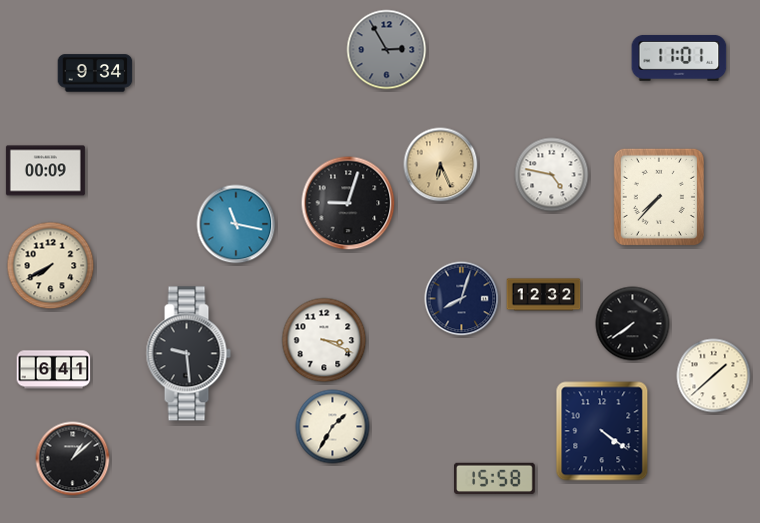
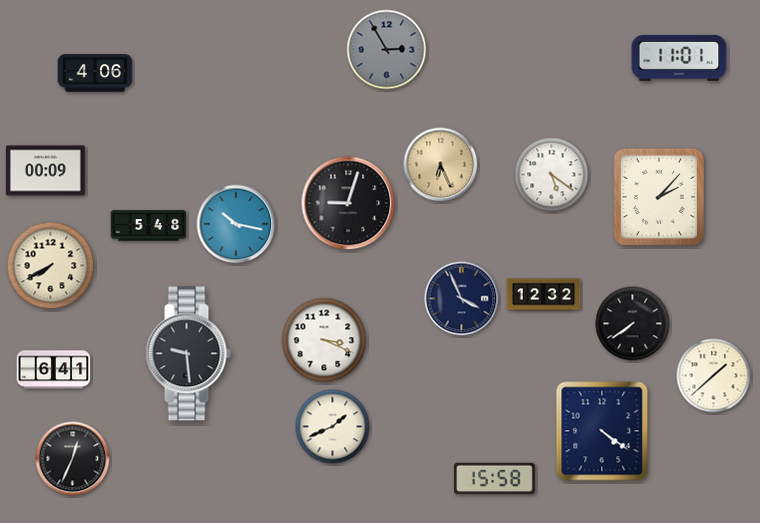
clock at (95, 73): 9:34 -> 4:06
clock at (552, 175): 4:47 -> 5:21
clock at (659, 197): 7:37 -> 2:07
clock at (236, 224): 11:17 -> 10:17
clock at (149, 226): none -> 5:48
clock at (462, 299): 8:03 -> 3:56
clock at (333, 427): 1:35 -> 1:41
clock at (73, 459): 1:08 -> 12:34
